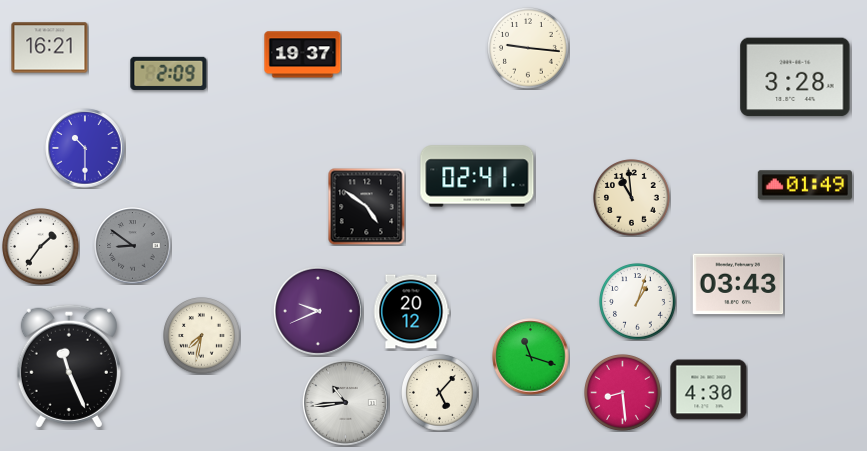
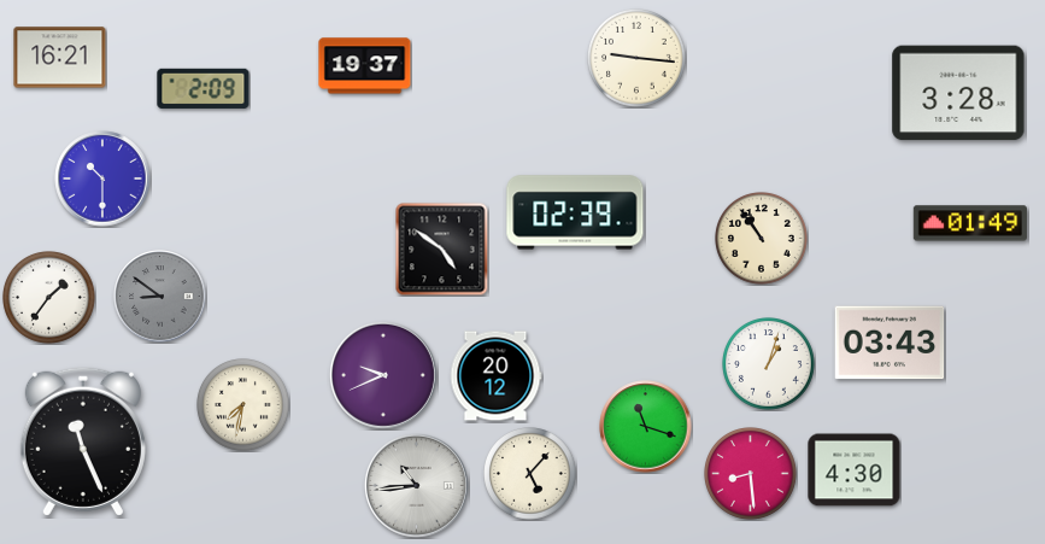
clock at (477, 176): 02:41 -> 02:39
clock at (632, 198): 10:59 -> 10:54
clock at (531, 357) position: (531, 357) -> (646, 427)
